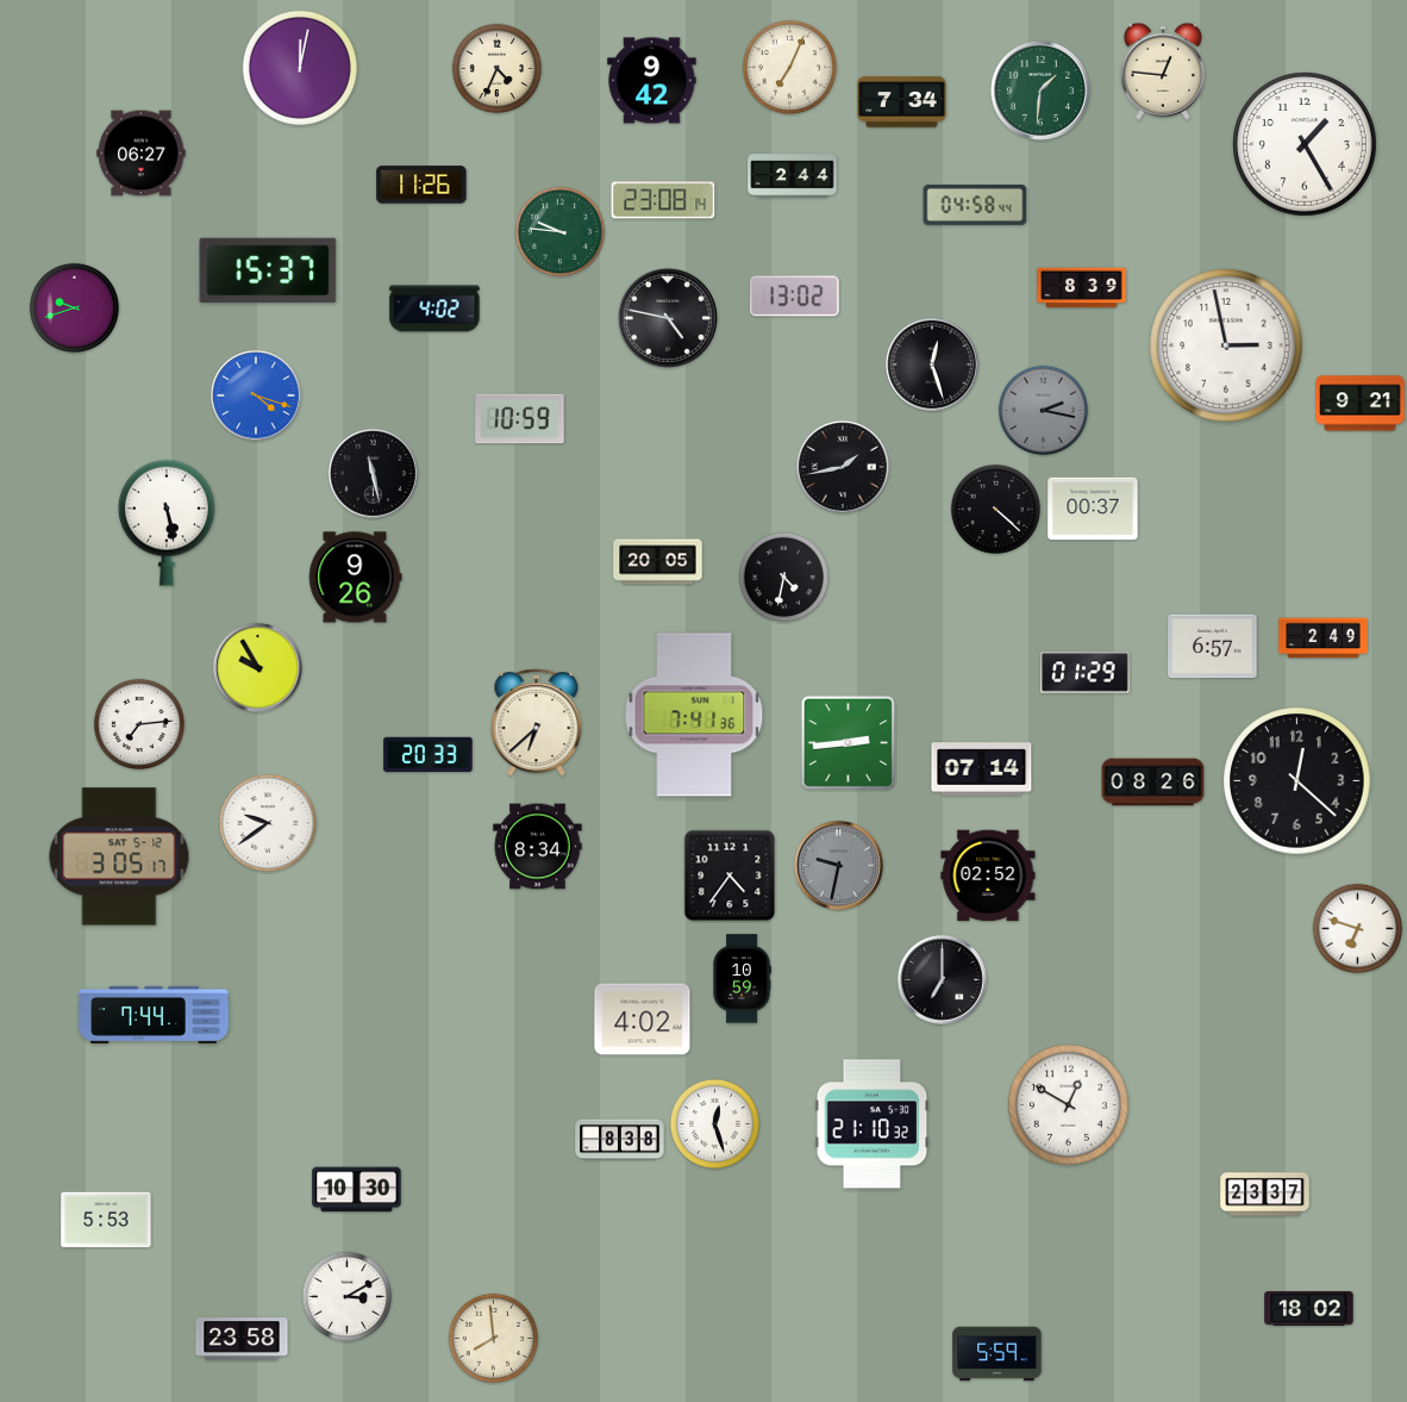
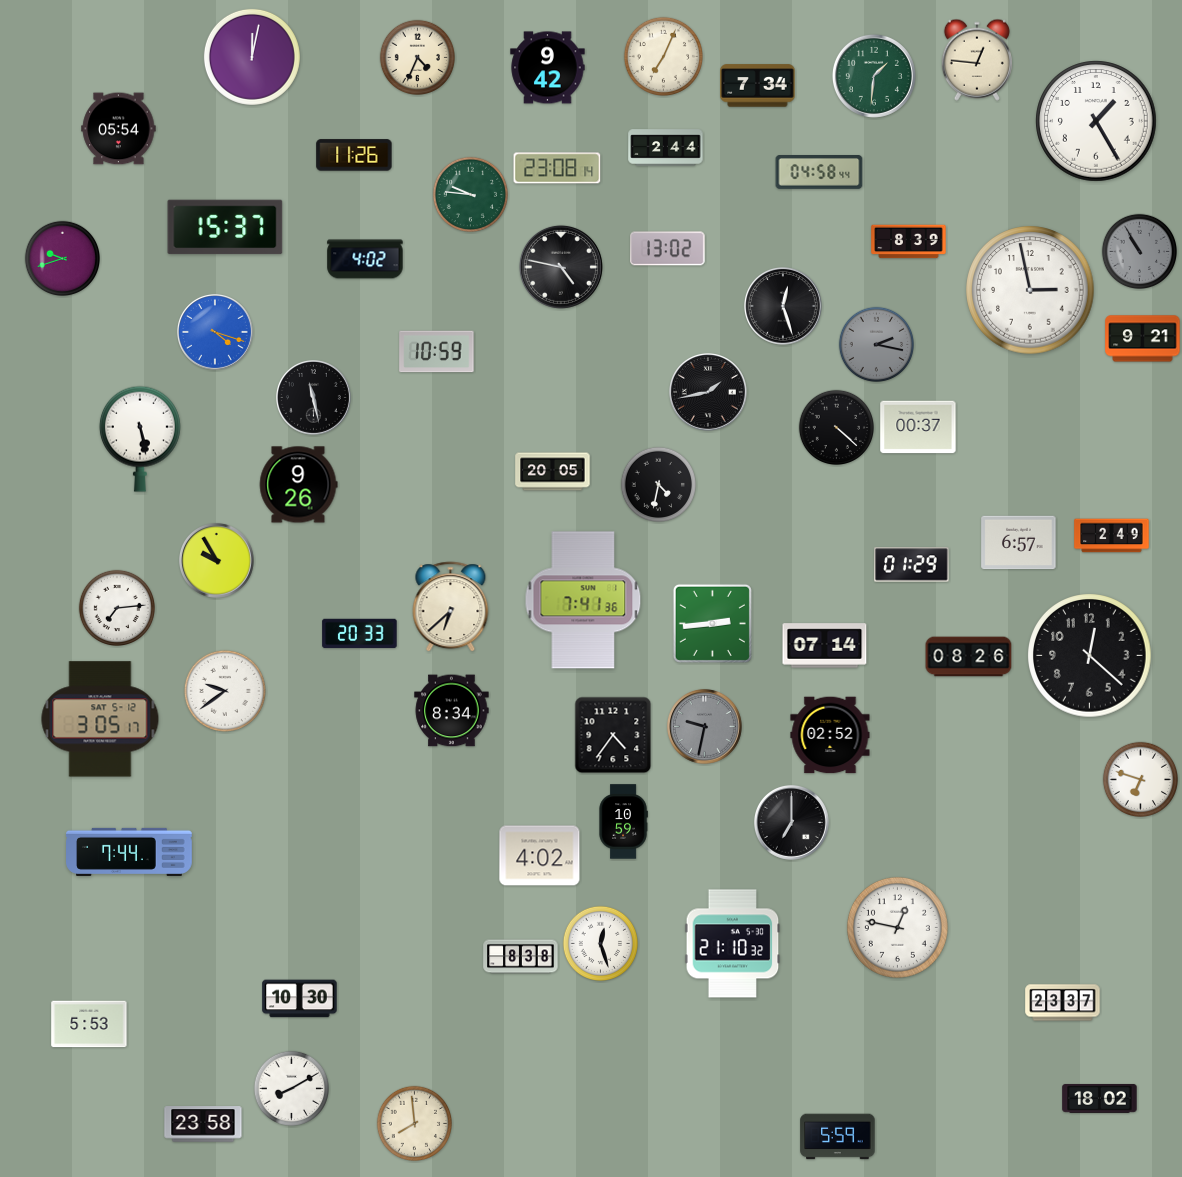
clock at (142, 154): 06:27 -> 05:54
clock at (1139, 251): none -> 10:55
clock at (1068, 1104): 12:50 -> 12:47
clock at (346, 1296): 3:10 -> 8:10
